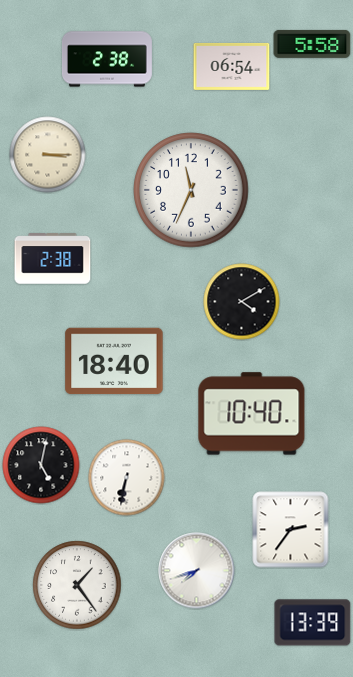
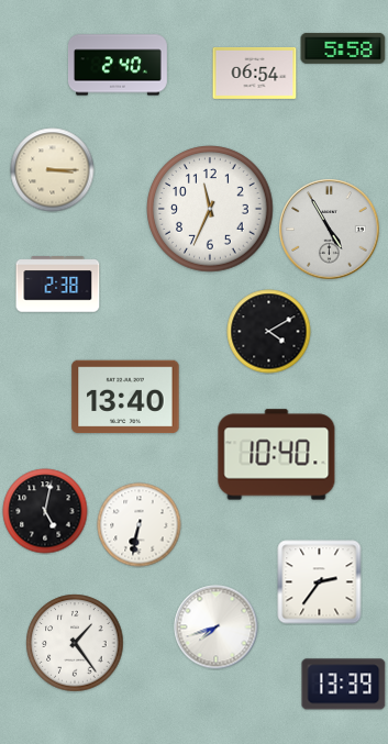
clock at (107, 59): 2:38 -> 2:40
clock at (330, 230): none -> 4:55
clock at (242, 302) position: (242, 302) -> (269, 332)
clock at (114, 361): 18:40 -> 13:40
clock at (77, 585) position: (77, 585) -> (75, 643)
